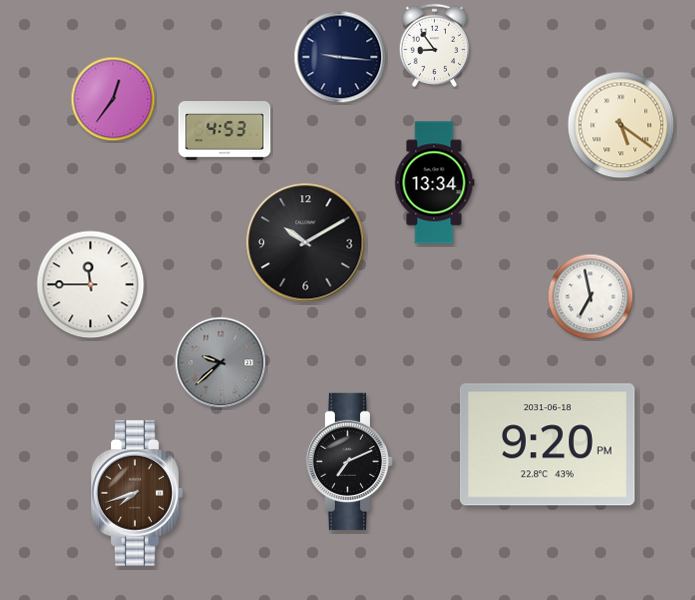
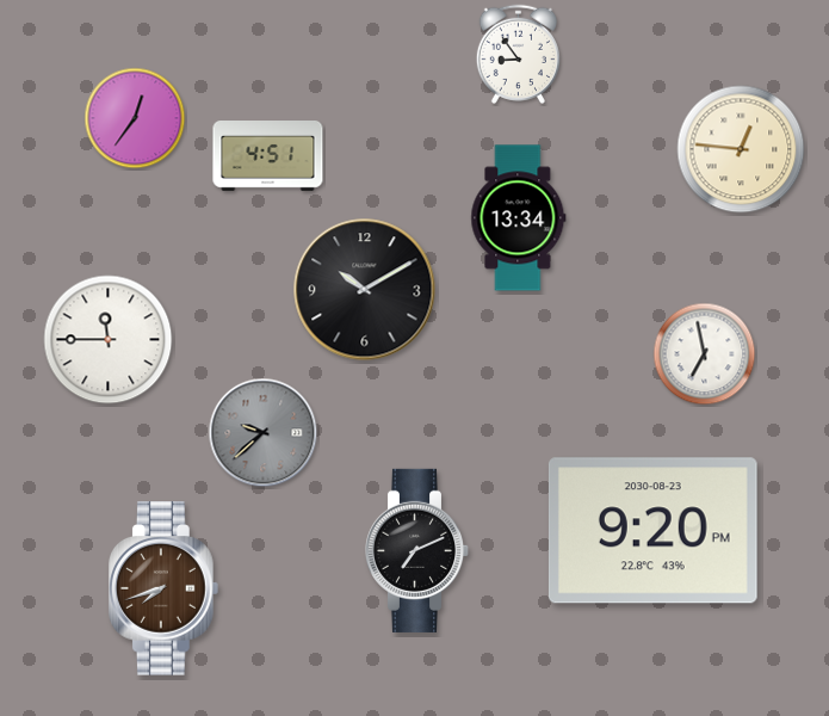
clock at (340, 57): 9:16 -> none
clock at (621, 125): 5:21 -> 12:46
clock at (225, 131): 4:53 -> 4:51
clock at (547, 445) date: 2031-06-18 -> 2030-08-23
